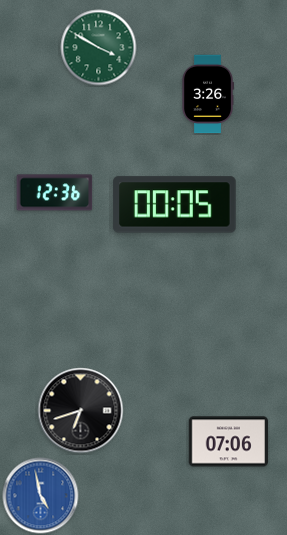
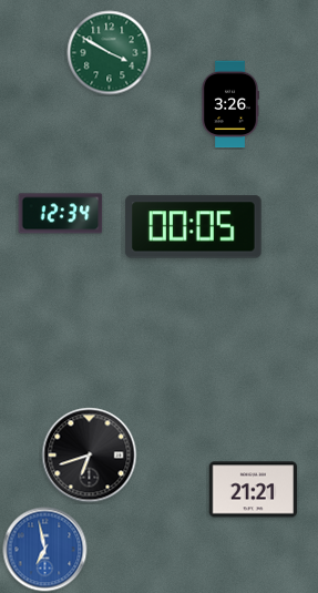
clock at (55, 193): 12:36 -> 12:34
clock at (229, 442): 07:06 -> 21:21
clock at (41, 496): 4:58 -> 6:58
